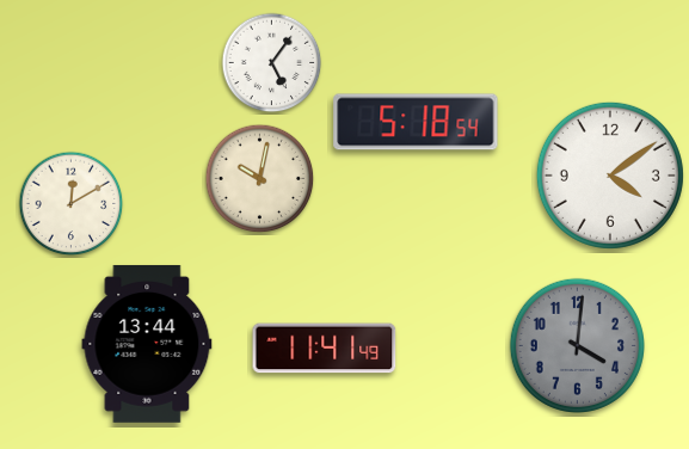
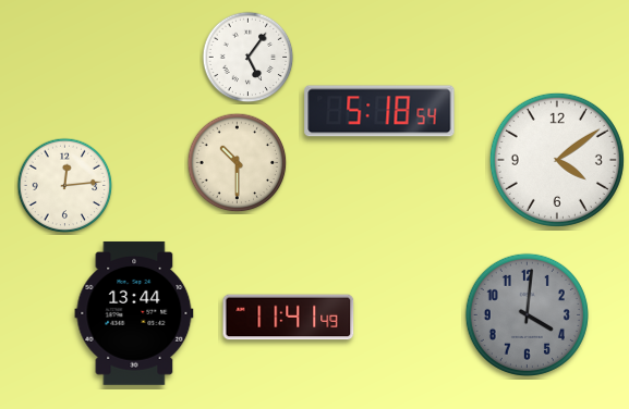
clock at (260, 179): 10:02 -> 10:30
clock at (72, 204): 12:10 -> 12:14
clock at (325, 349) position: (325, 349) -> (289, 318)
